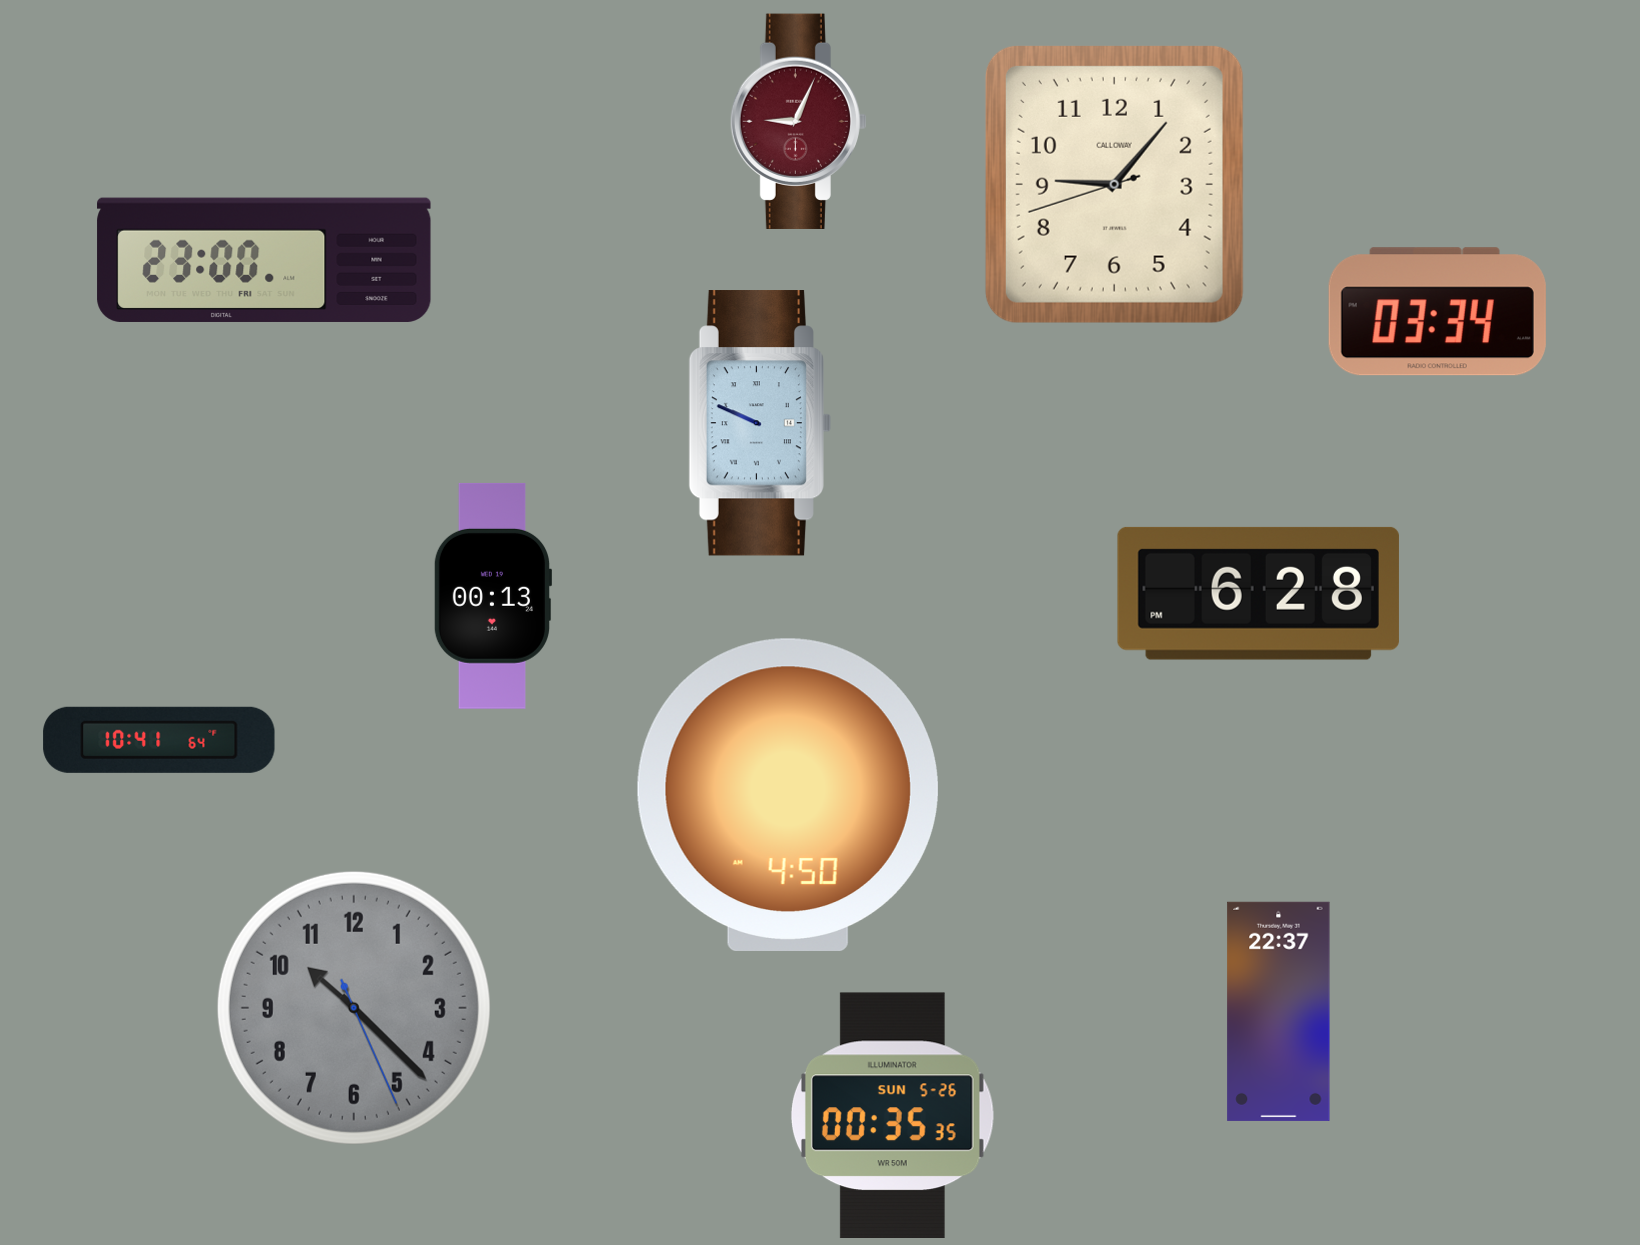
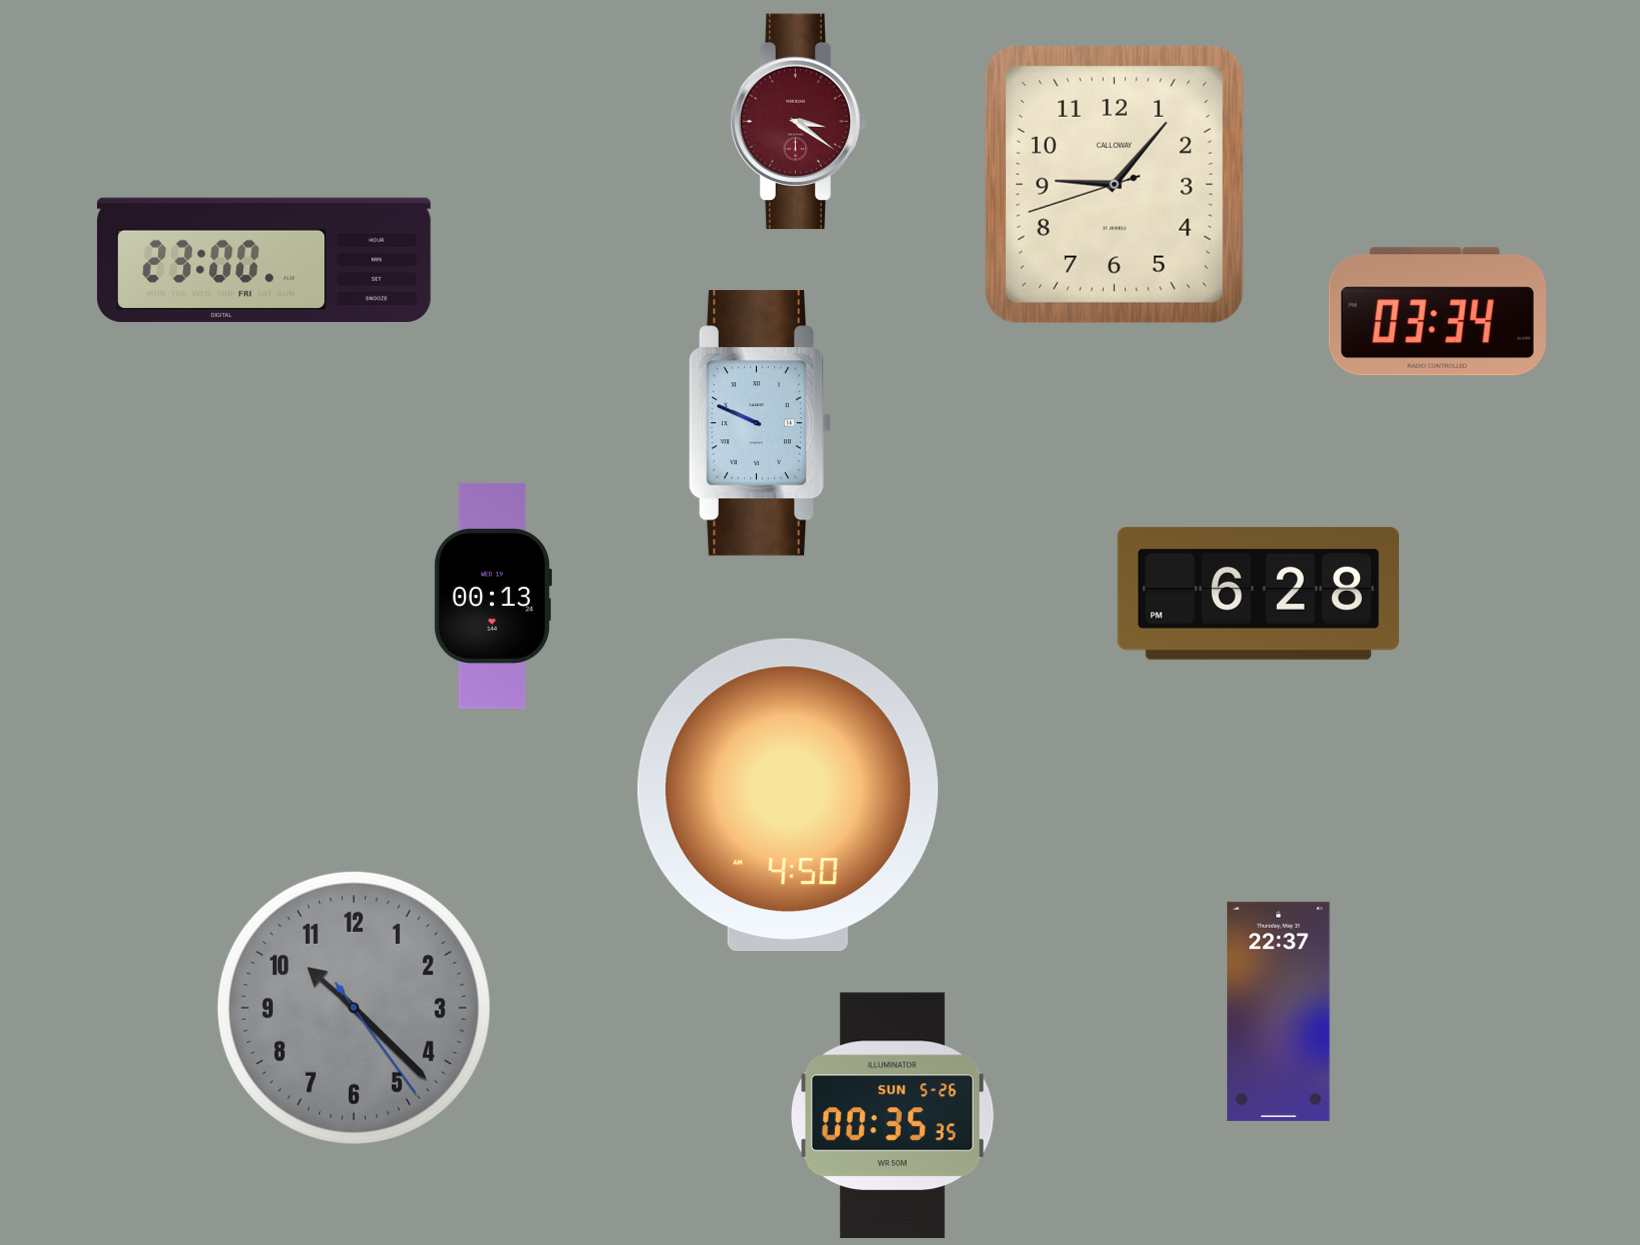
clock at (798, 121): 9:04 -> 3:21
clock at (159, 740): 10:41 -> none
clock at (354, 1008): 10:22:26 -> 10:22:24
